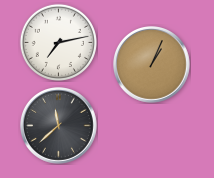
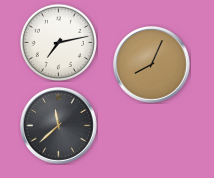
clock at (152, 65): 1:04 -> 8:04
